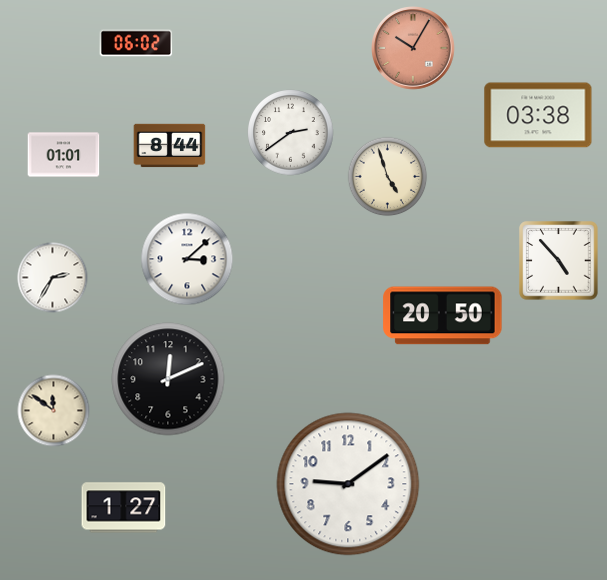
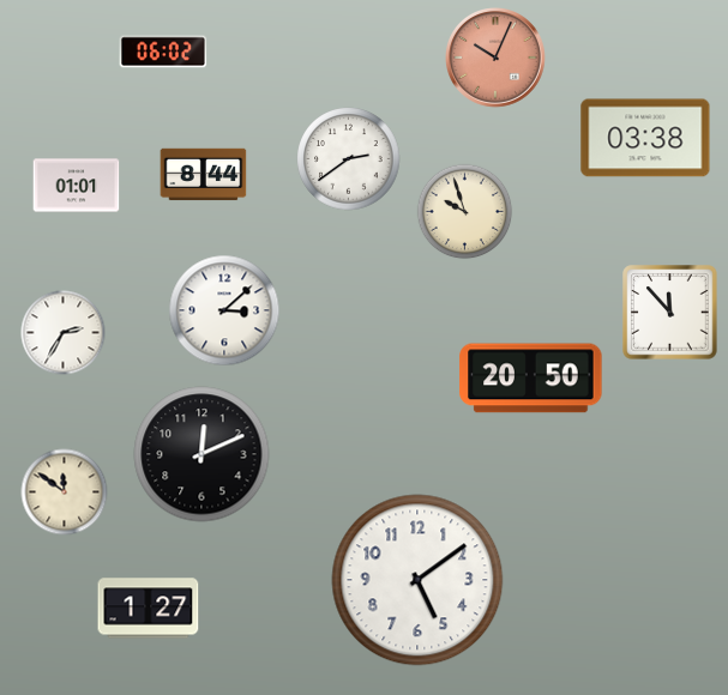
clock at (414, 49): 10:05 -> 10:04
clock at (388, 177): 4:57 -> 9:57
clock at (559, 261): 4:53 -> 11:53
clock at (348, 484): 9:09 -> 5:09
